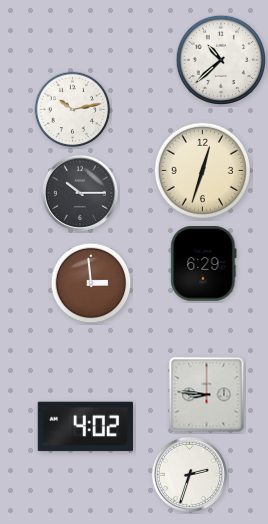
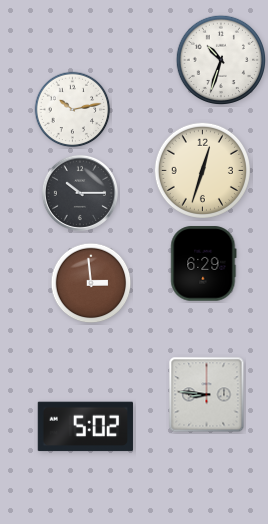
clock at (221, 60): 10:38 -> 10:33
clock at (85, 427): 4:02 -> 5:02
clock at (189, 474): 2:33 -> none
